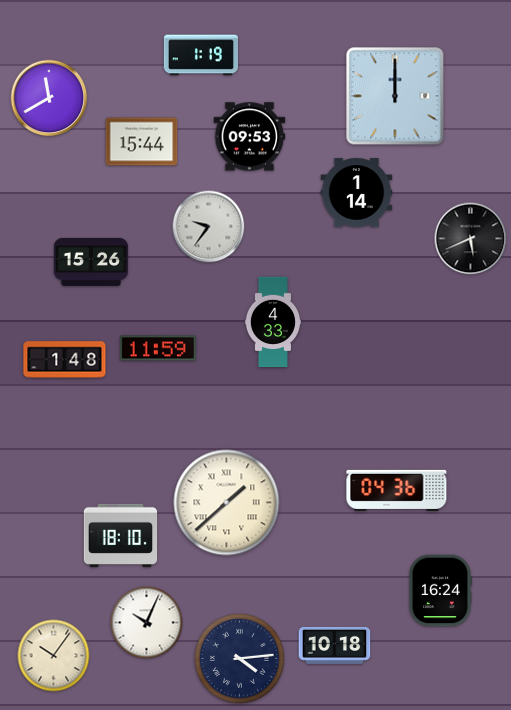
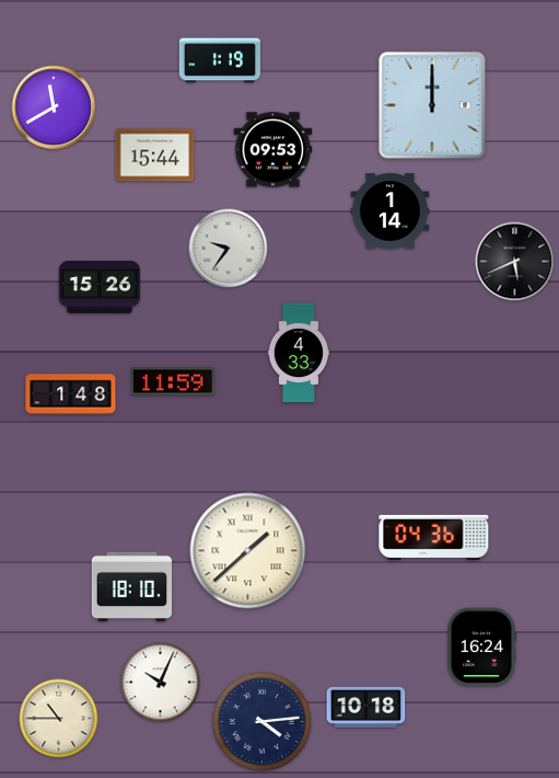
clock at (54, 656): 10:06 -> 10:45
